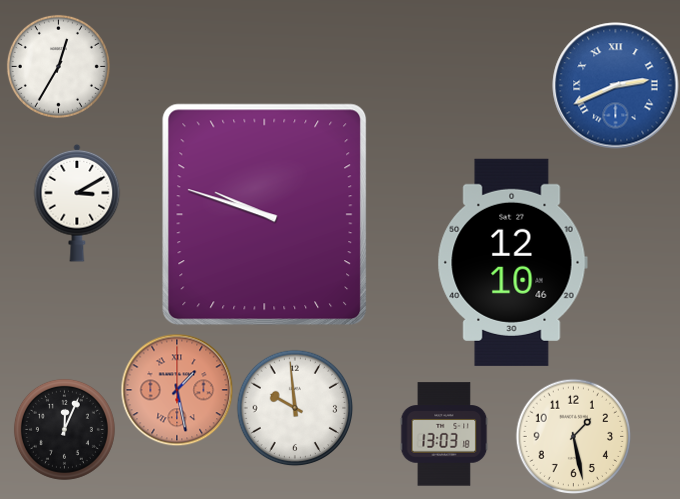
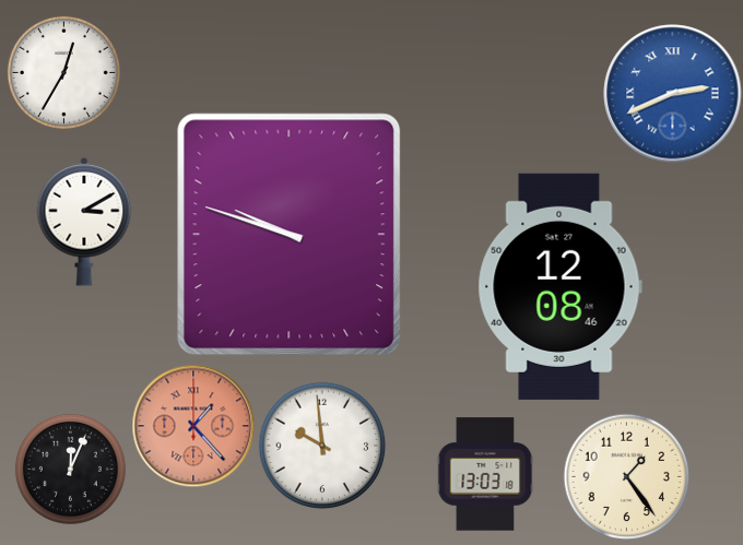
clock at (512, 262): 12:10 -> 12:08
clock at (177, 390): 1:28 -> 1:23
clock at (573, 436): 1:28 -> 1:24
